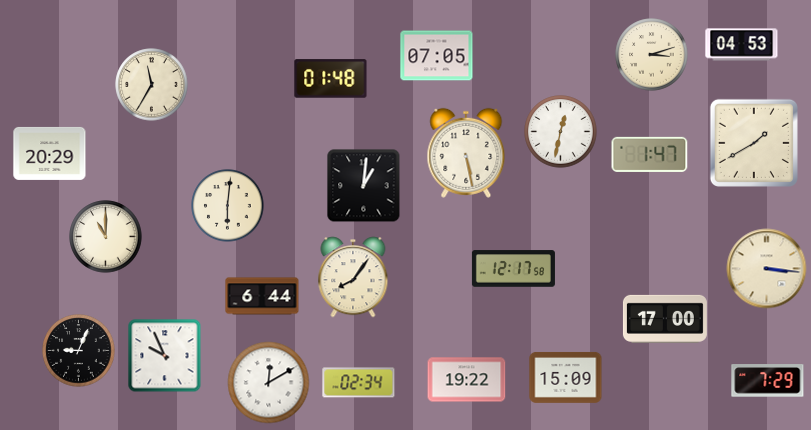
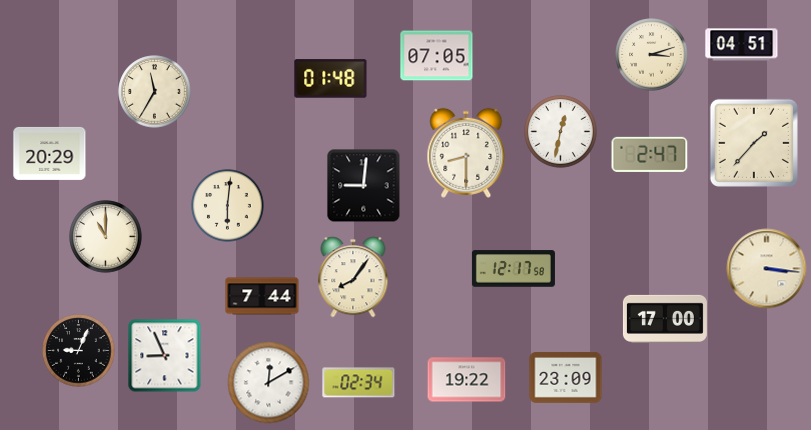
clock at (742, 45): 04:53 -> 04:51
clock at (152, 85) position: (152, 85) -> (155, 92)
clock at (754, 143): 1:40 -> 1:37
clock at (466, 153): 5:28 -> 8:30
clock at (650, 154): 1:47 -> 2:47
clock at (364, 186): 1:01 -> 9:01
clock at (262, 296): 6:44 -> 7:44
clock at (165, 356): 9:56 -> 8:56
clock at (566, 377): 15:09 -> 23:09
clock at (768, 381): 7:29 -> none
